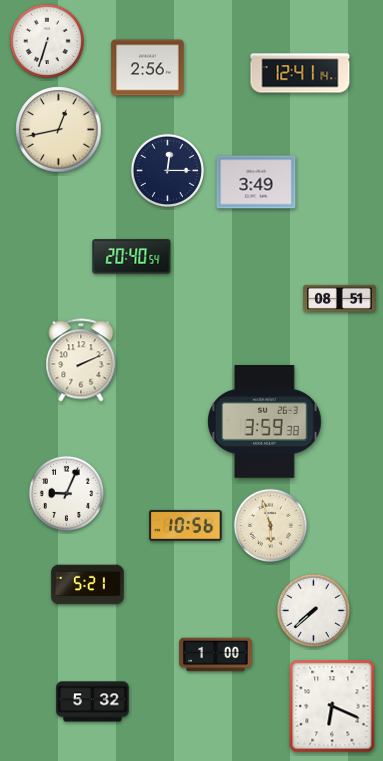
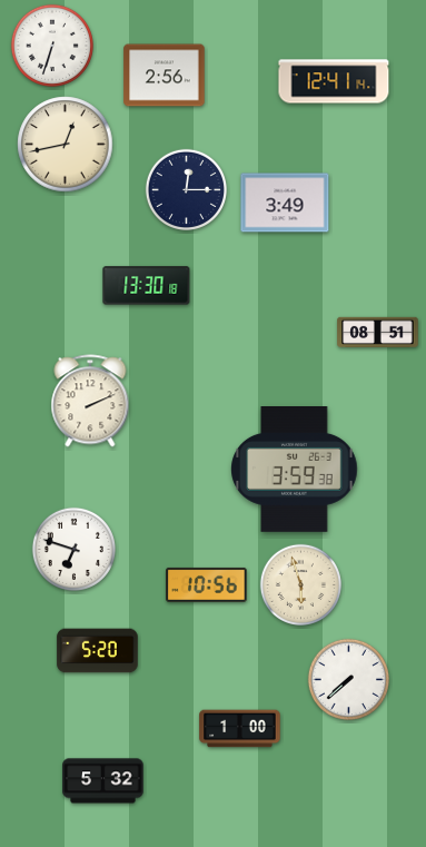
clock at (132, 257): 20:40 -> 13:30
clock at (66, 493): 9:04 -> 6:48
clock at (88, 585): 5:21 -> 5:20
clock at (332, 706): 6:19 -> none
